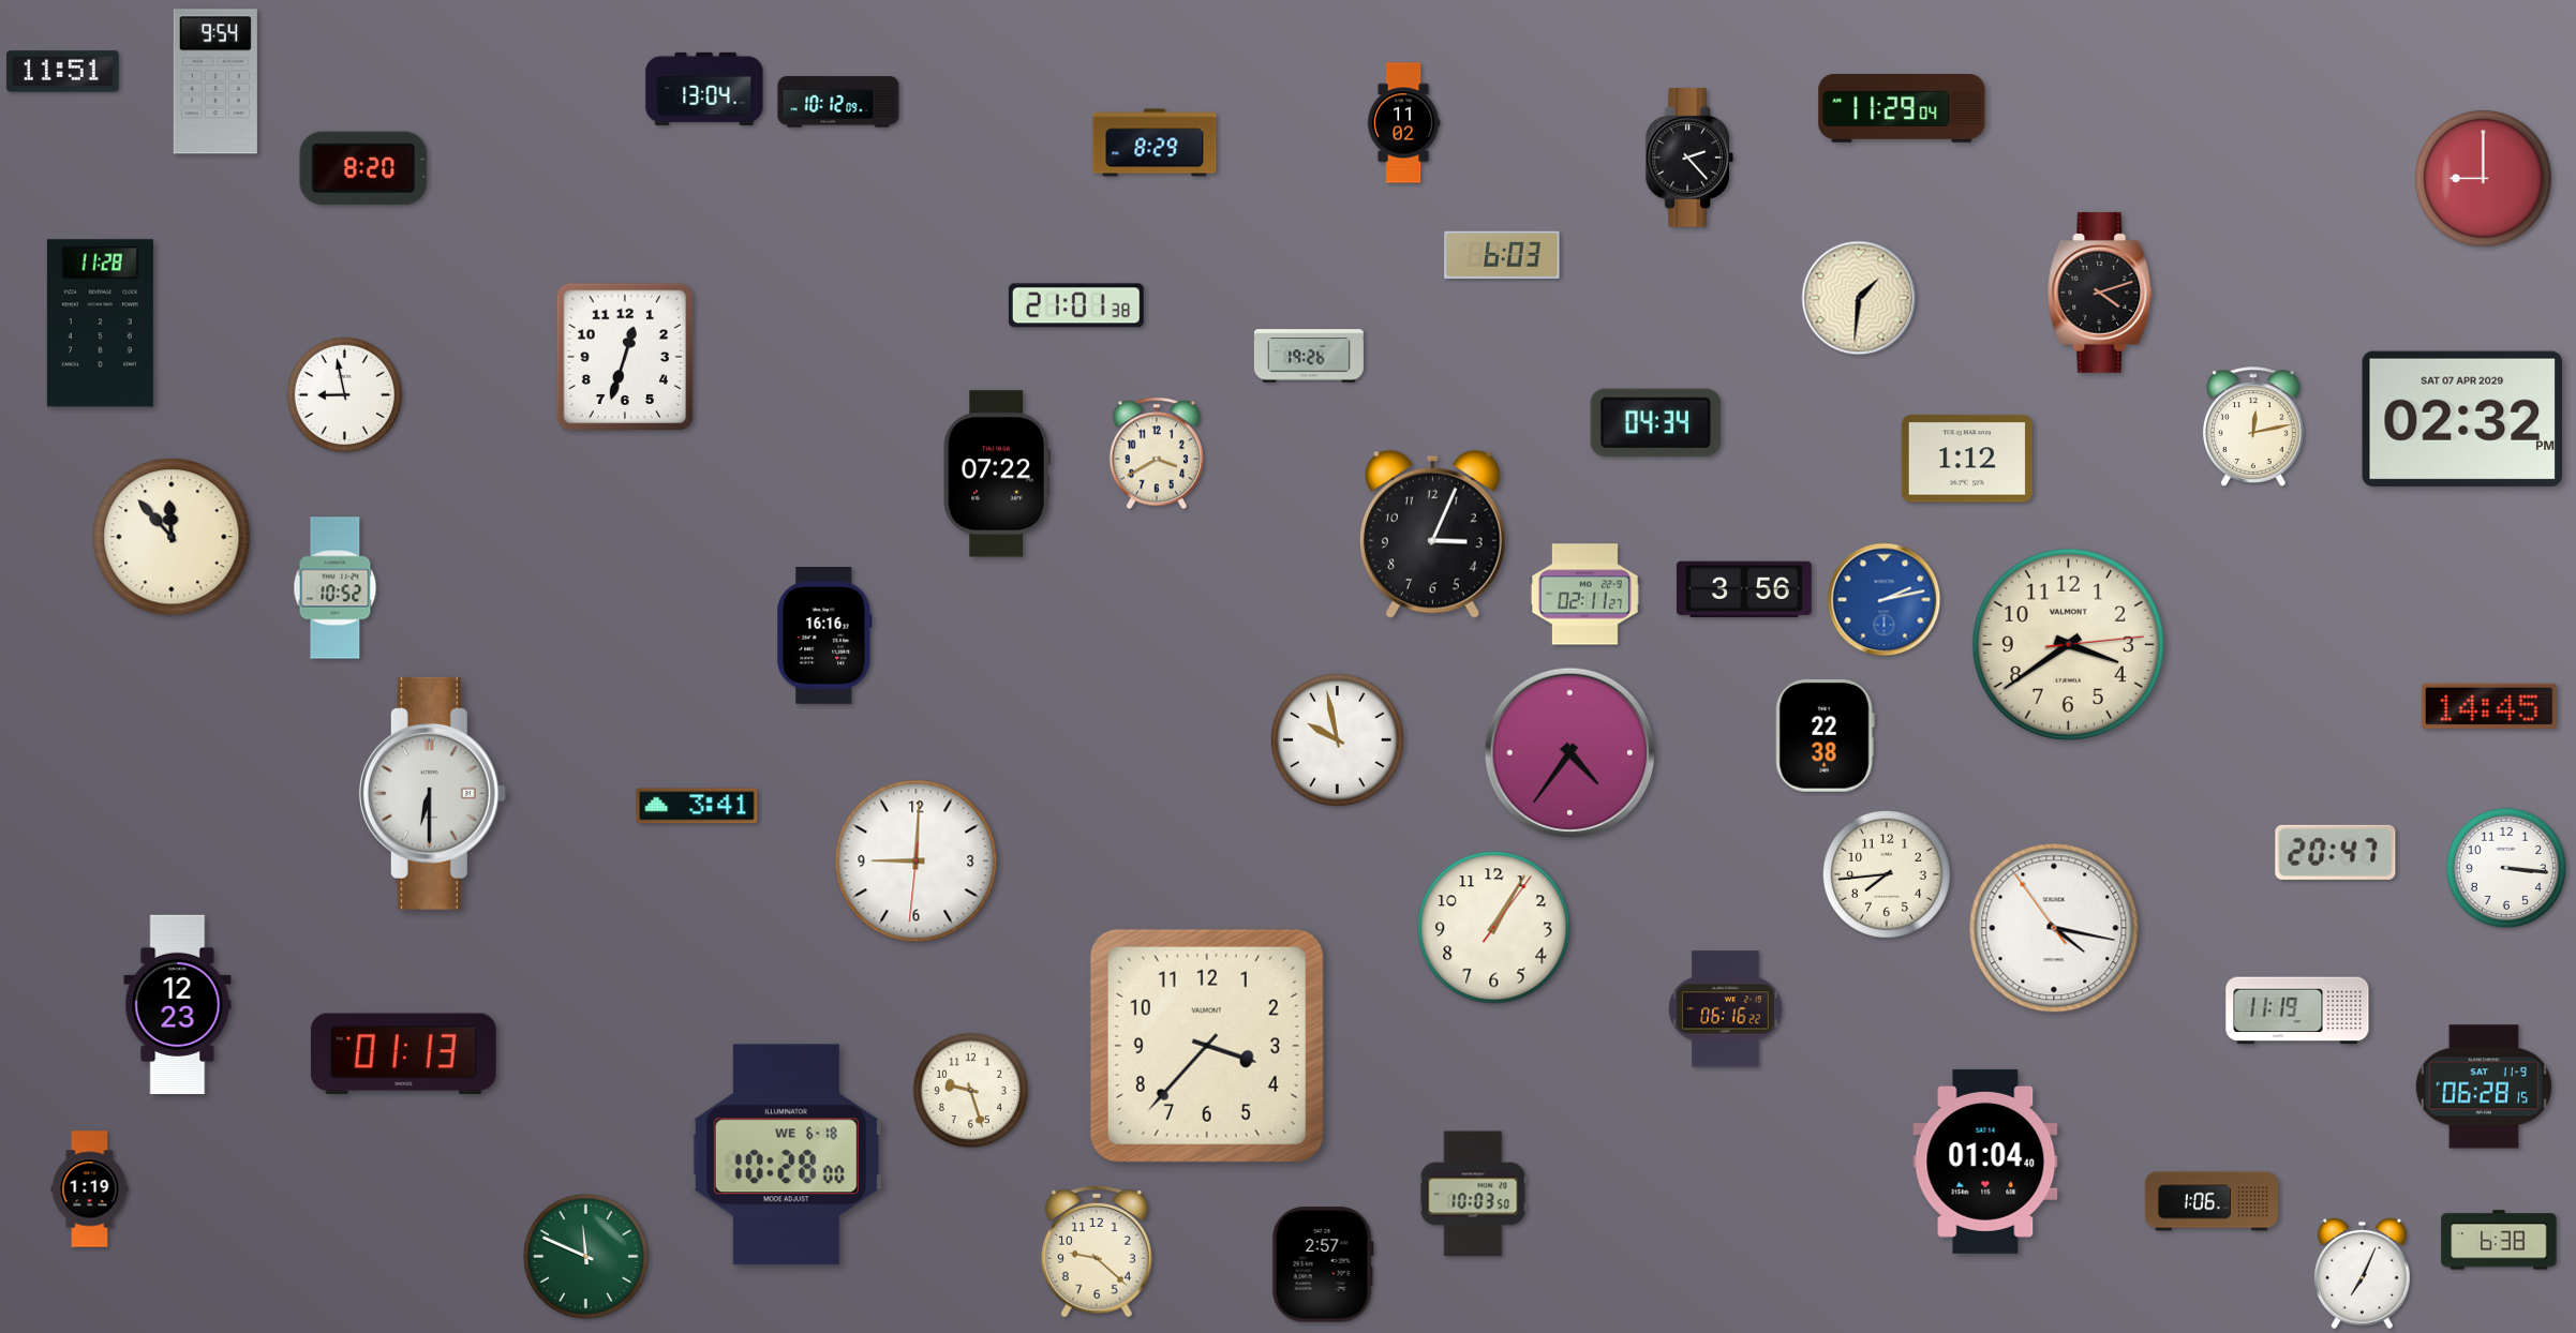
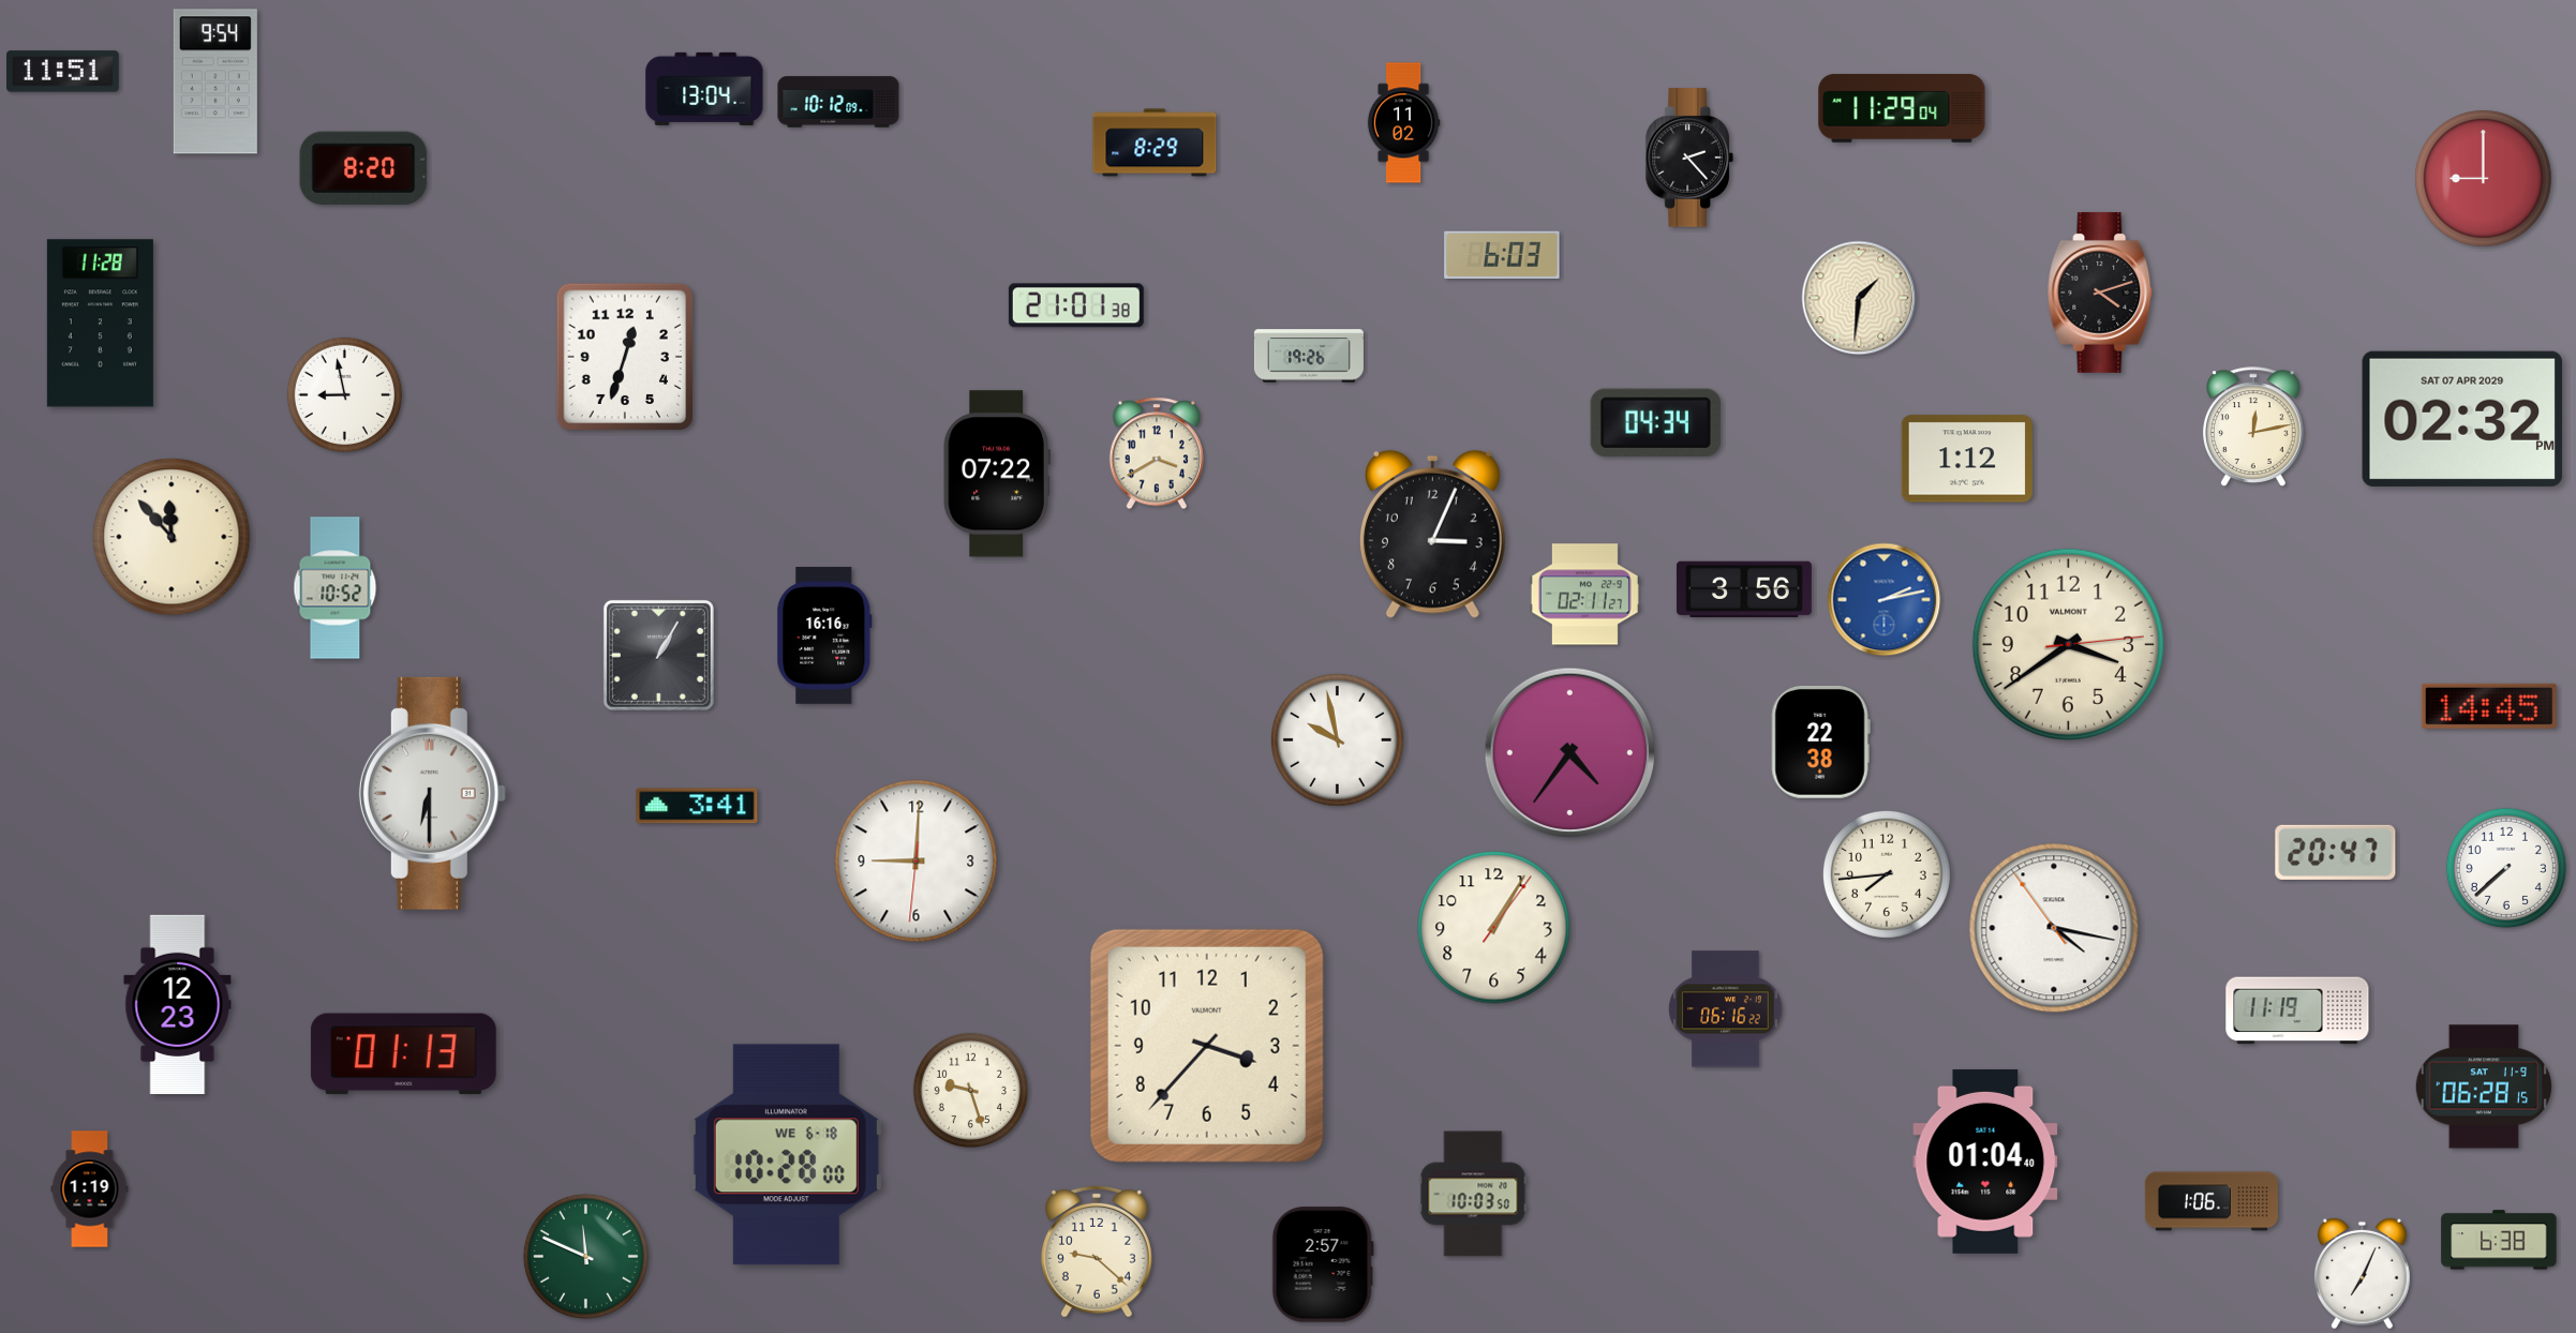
clock at (658, 655): none -> 1:05
clock at (1825, 735) position: (1825, 735) -> (1820, 742)
clock at (2506, 868): 3:16 -> 7:38
